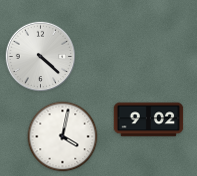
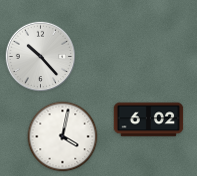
clock at (41, 57): 4:22 -> 10:23
clock at (149, 120): 9:02 -> 6:02
